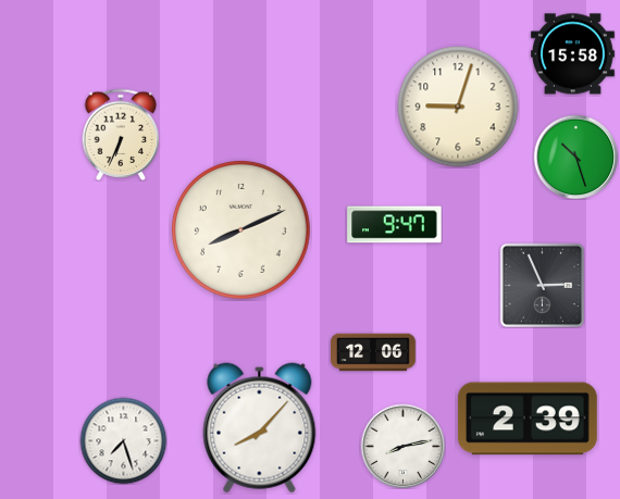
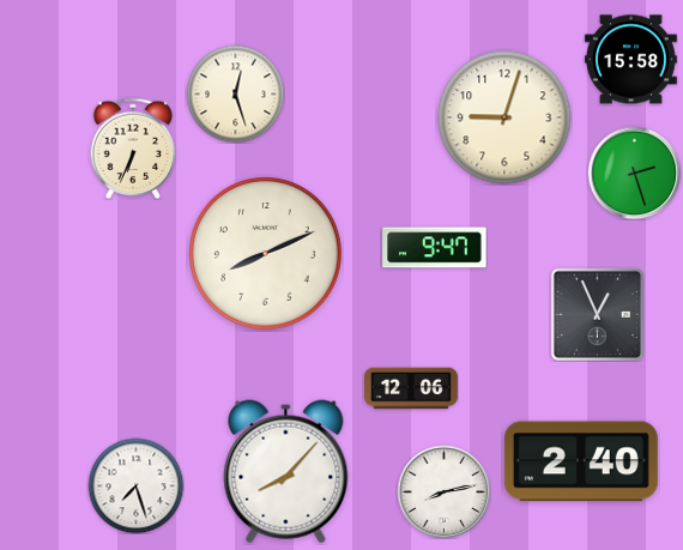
clock at (235, 93): none -> 12:27
clock at (575, 157): 10:27 -> 2:27
clock at (542, 285): 2:56 -> 12:56
clock at (528, 419): 2:39 -> 2:40
